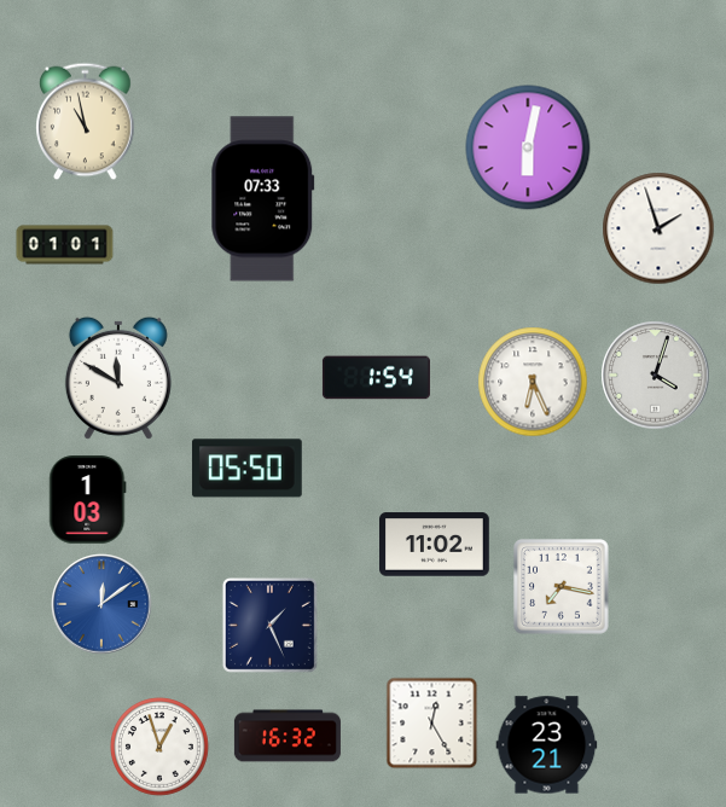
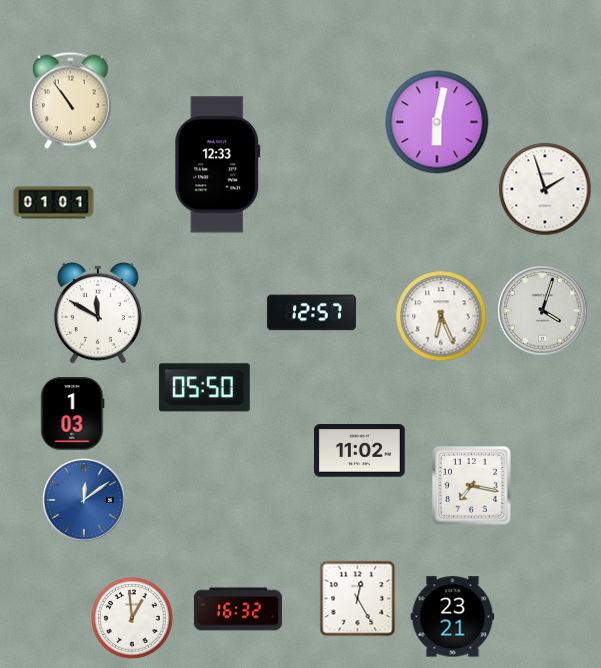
clock at (86, 122): 10:58 -> 10:54
clock at (263, 199): 07:33 -> 12:33
clock at (376, 378): 1:54 -> 12:57
clock at (562, 587) position: (562, 587) -> (472, 486)
clock at (269, 625): 1:26 -> none
clock at (161, 748): 12:57 -> 12:59
